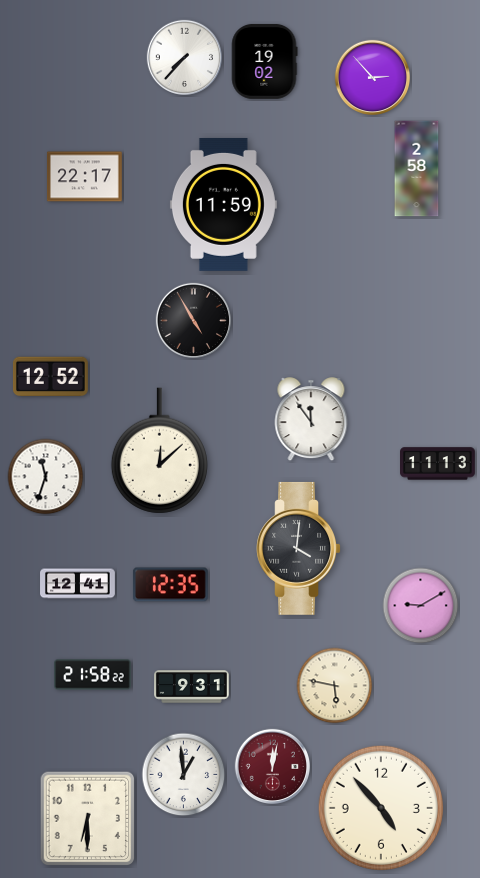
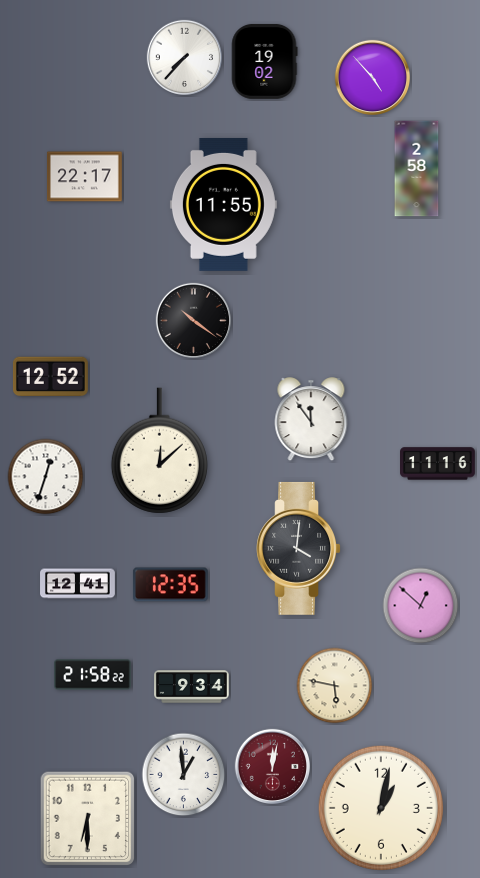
clock at (372, 77): 2:53 -> 4:53
clock at (223, 204): 11:59 -> 11:55
clock at (193, 320): 4:55 -> 10:21
clock at (438, 464): 11:13 -> 11:16
clock at (46, 477): 11:33 -> 12:33
clock at (421, 606): 9:10 -> 12:52
clock at (192, 687): 9:31 -> 9:34
clock at (381, 808): 4:53 -> 1:02
